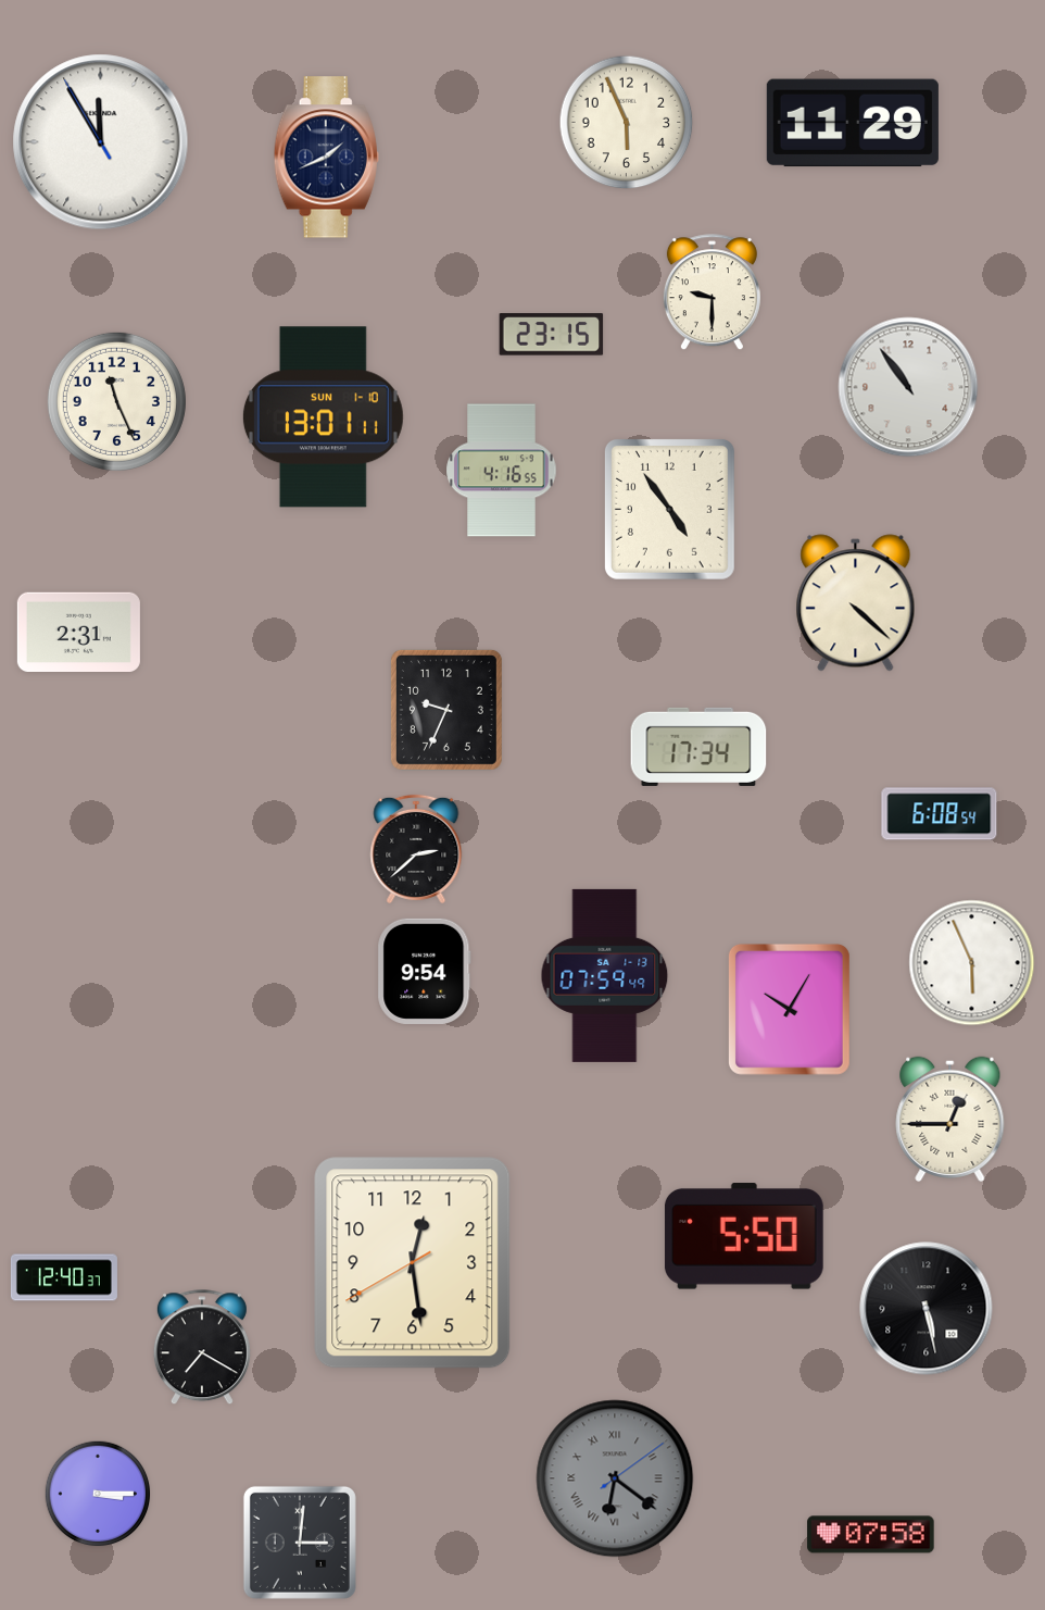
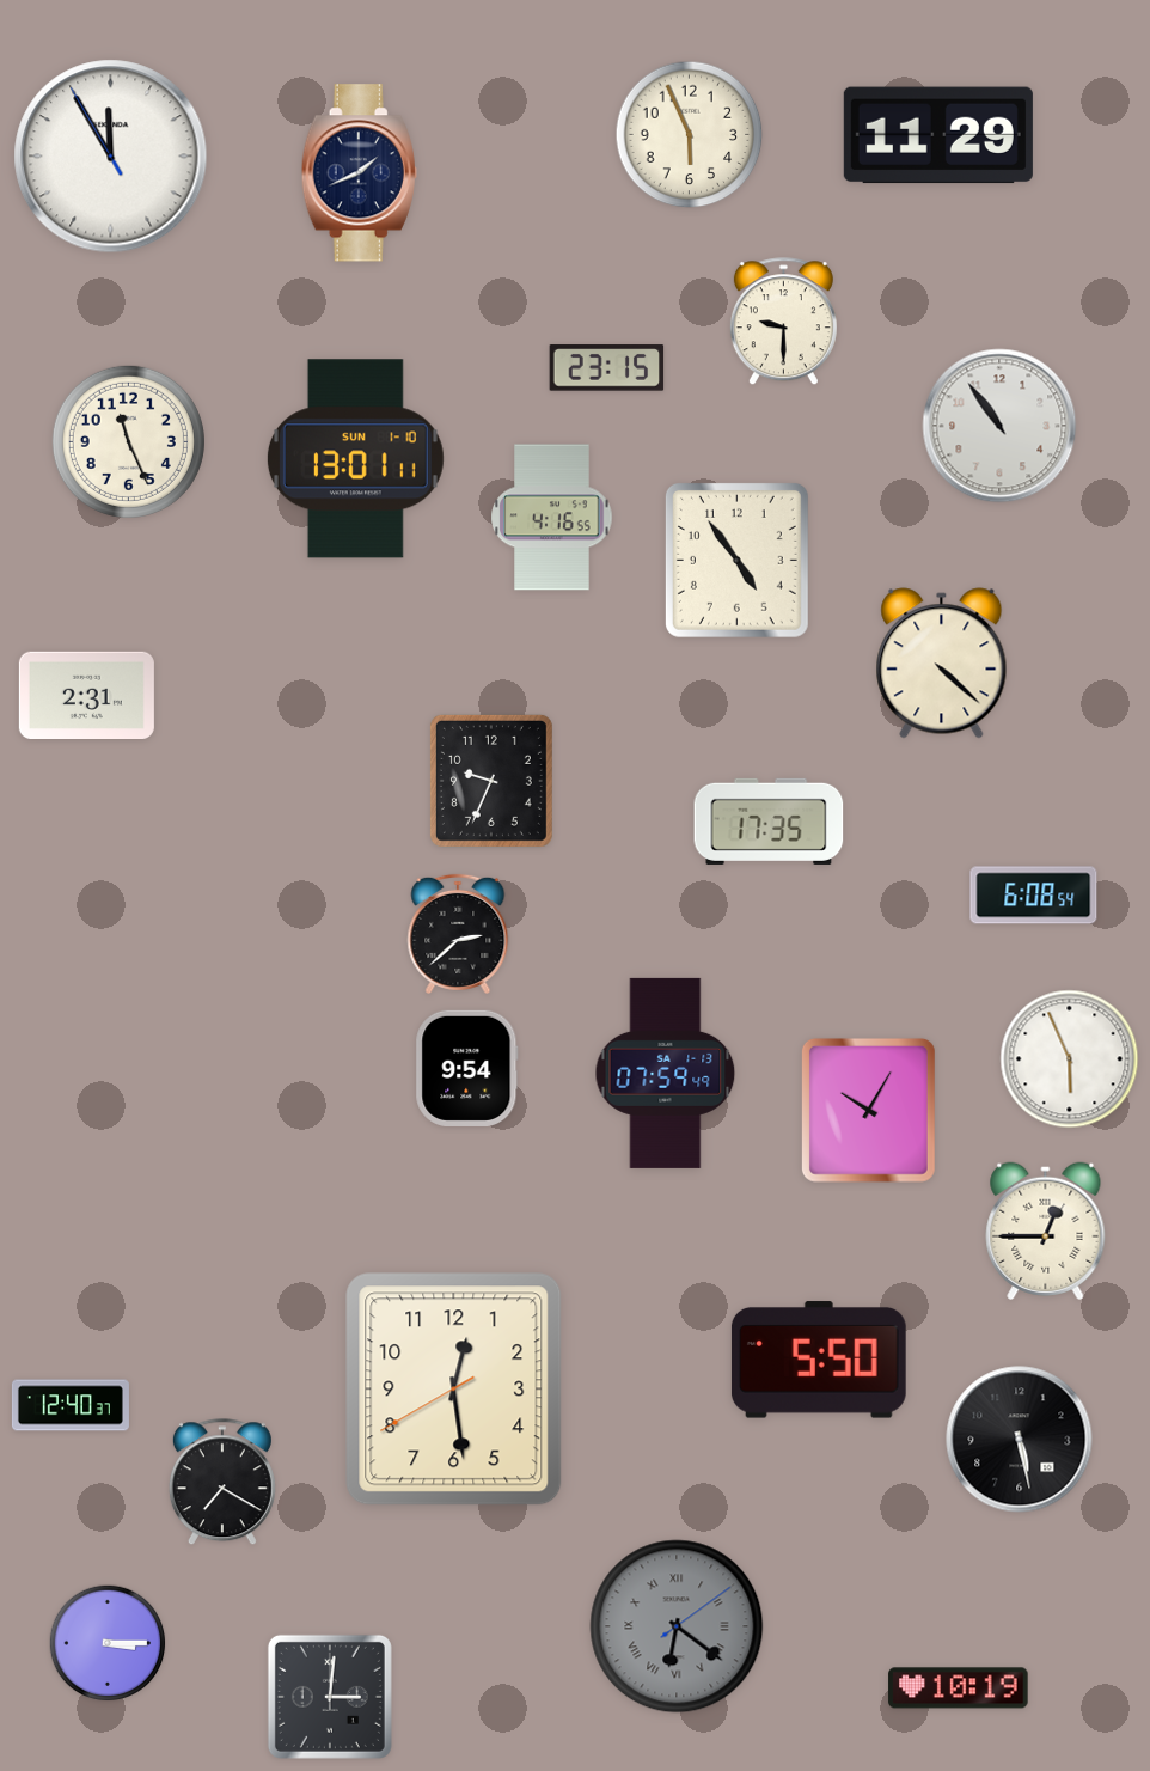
clock at (698, 747): 17:34 -> 17:35
clock at (871, 1535): 07:58 -> 10:19
